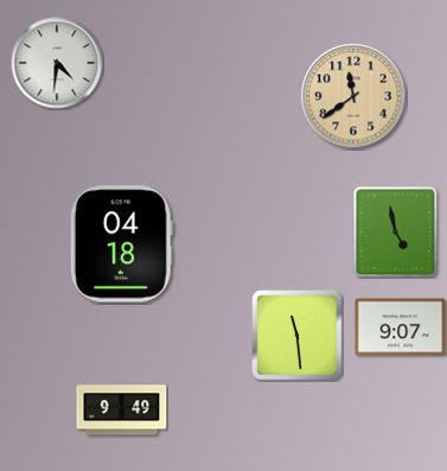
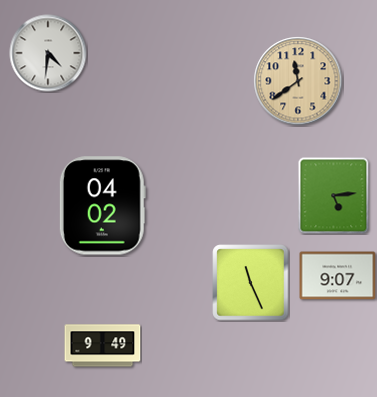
clock at (396, 233): 4:58 -> 5:14
clock at (121, 244): 04:18 -> 04:02
clock at (298, 336): 11:29 -> 11:26
